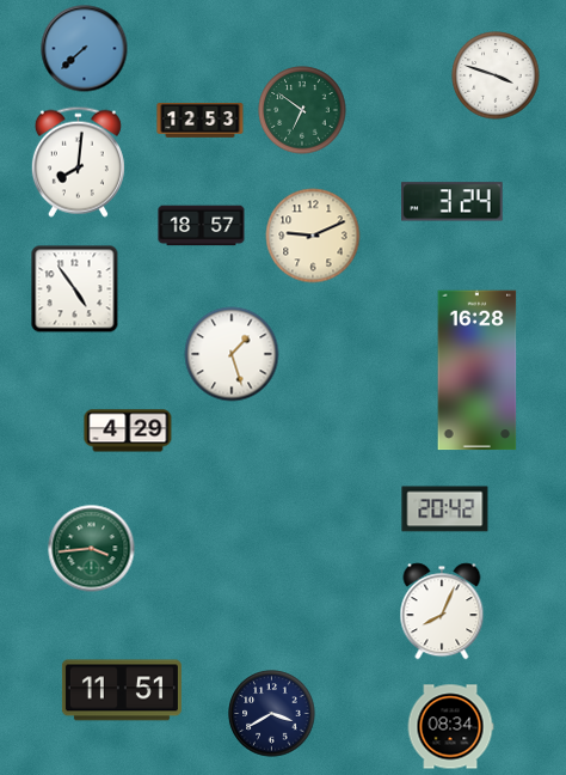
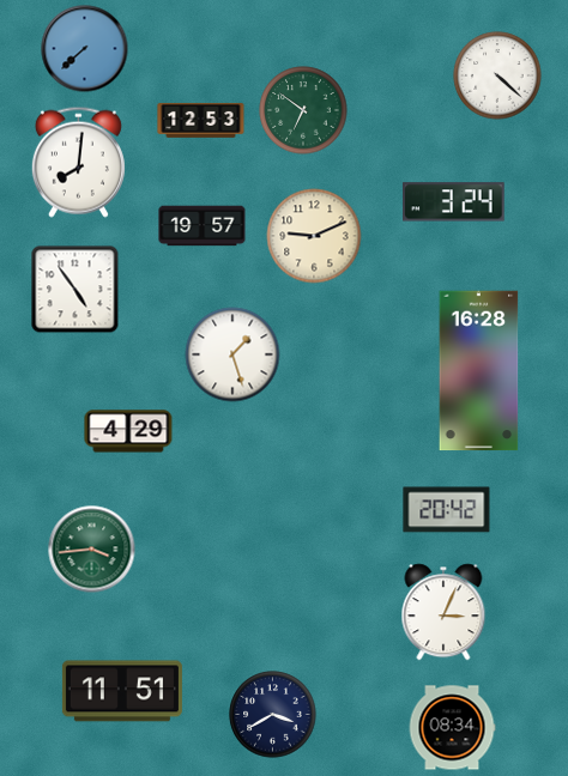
clock at (496, 75): 3:48 -> 4:22
clock at (202, 226): 18:57 -> 19:57
clock at (442, 611): 8:04 -> 3:04
